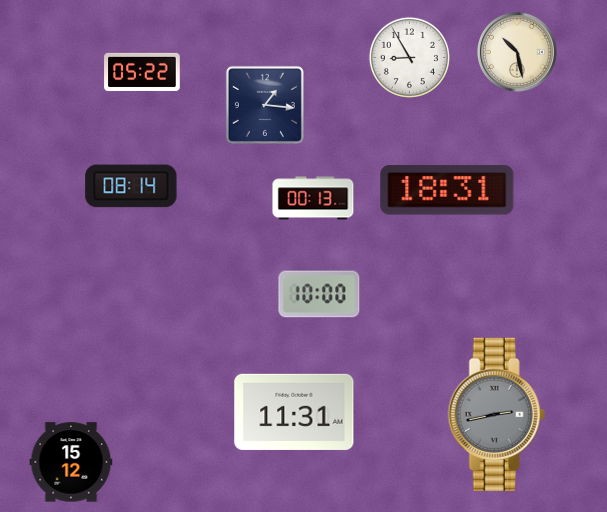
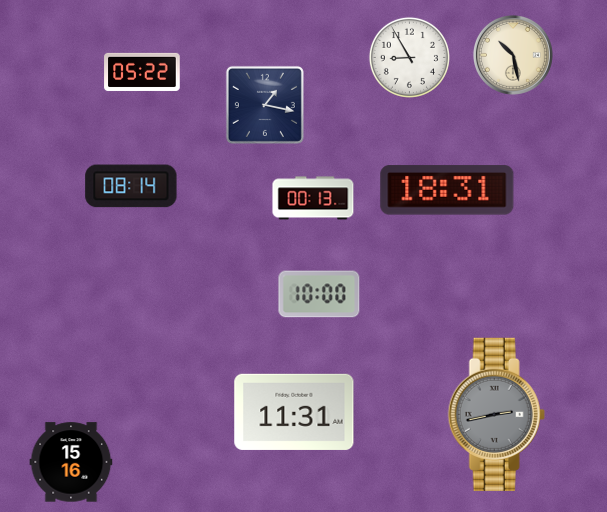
clock at (517, 52) position: (517, 52) -> (513, 55)
clock at (265, 105): 1:16 -> 1:17
clock at (71, 462): 15:12 -> 15:16
